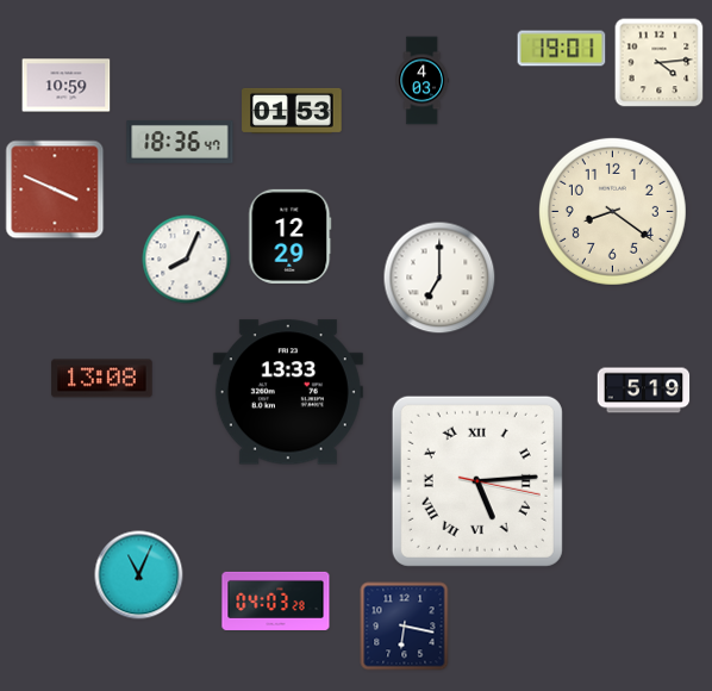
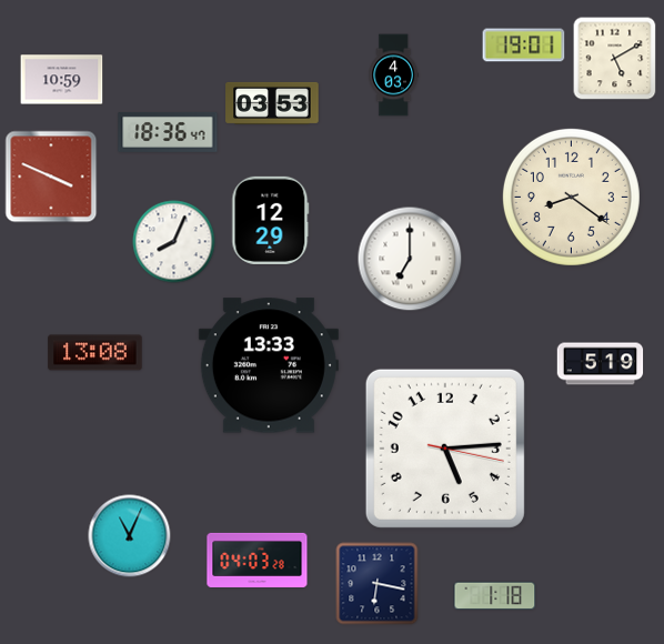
clock at (660, 63): 4:14 -> 5:10
clock at (292, 111): 01:53 -> 03:53
clock at (477, 481) numerals: Roman -> Arabic
clock at (495, 596): none -> 1:18
